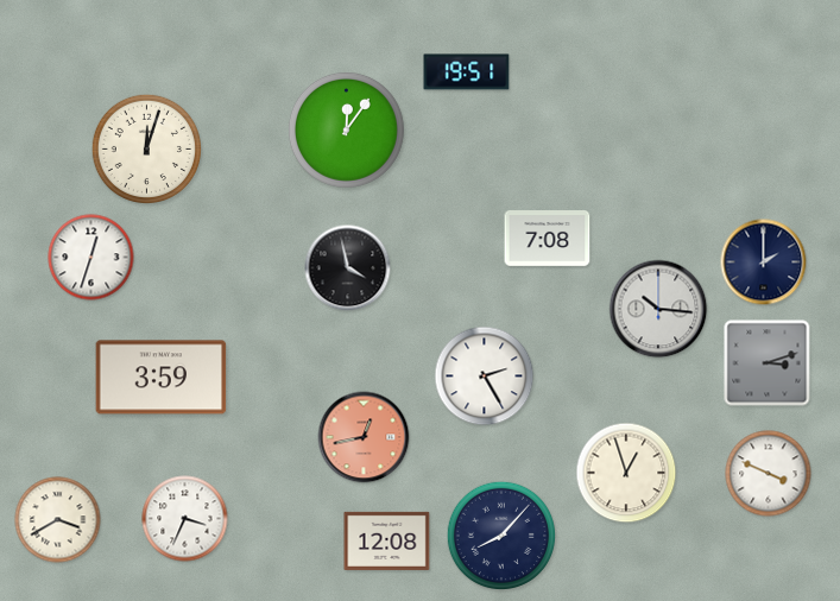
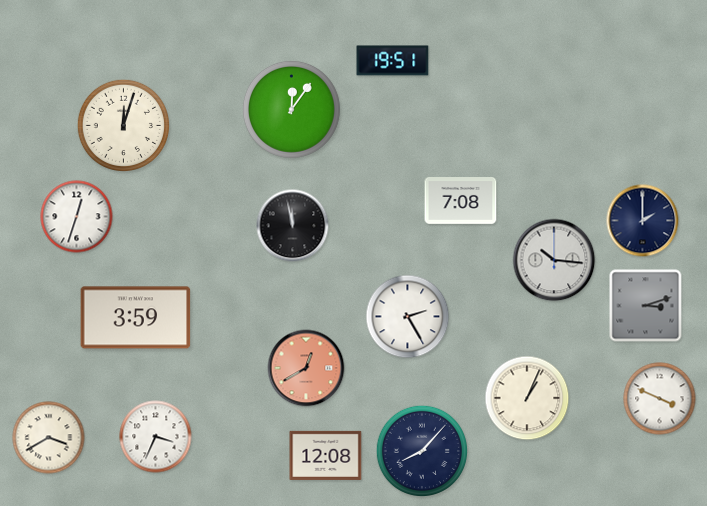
clock at (348, 268): 3:58 -> 11:58
clock at (364, 437): 12:43 -> 12:40
clock at (626, 473): 12:57 -> 1:04
clock at (769, 474) position: (769, 474) -> (660, 399)
